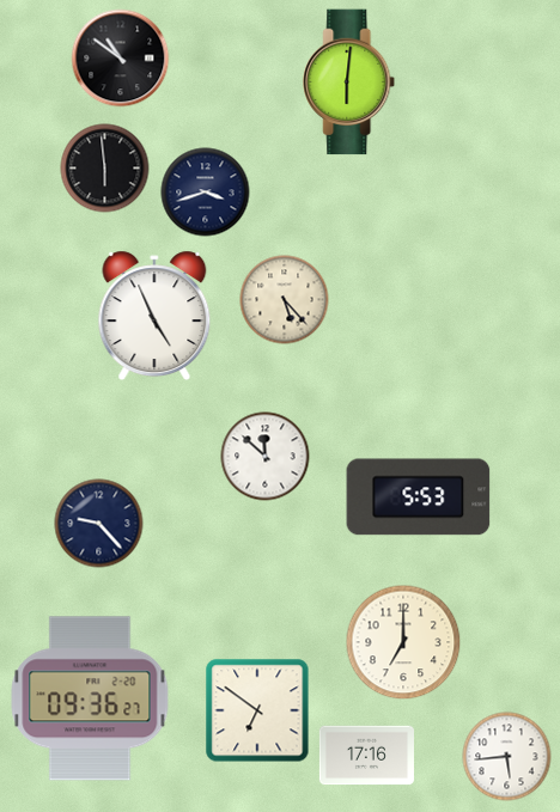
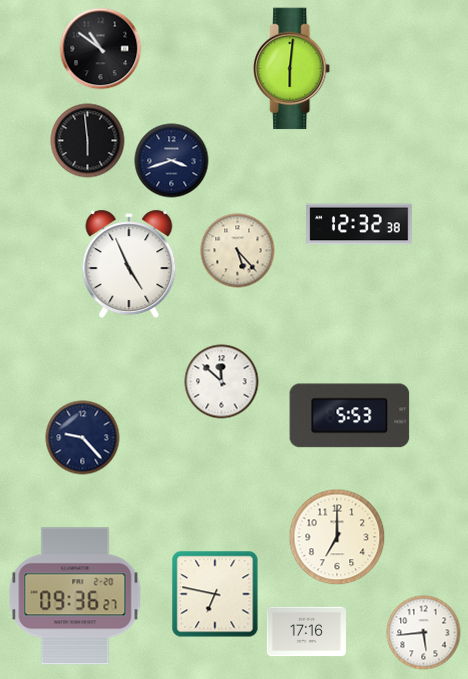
clock at (359, 224): none -> 12:32
clock at (90, 698) position: (90, 698) -> (75, 596)
clock at (257, 710): 6:51 -> 6:47
